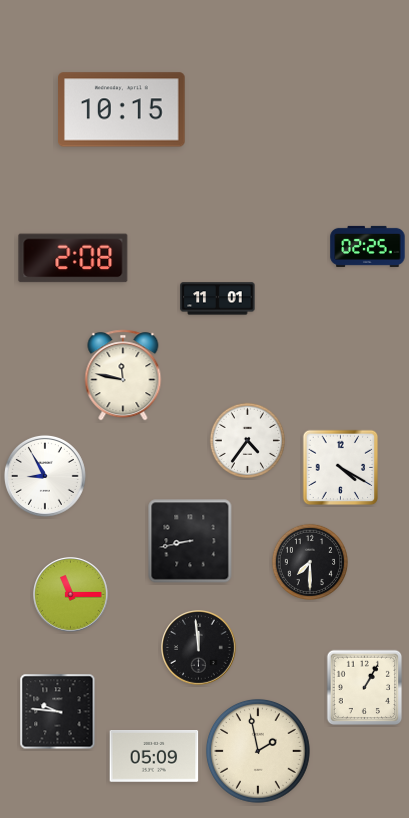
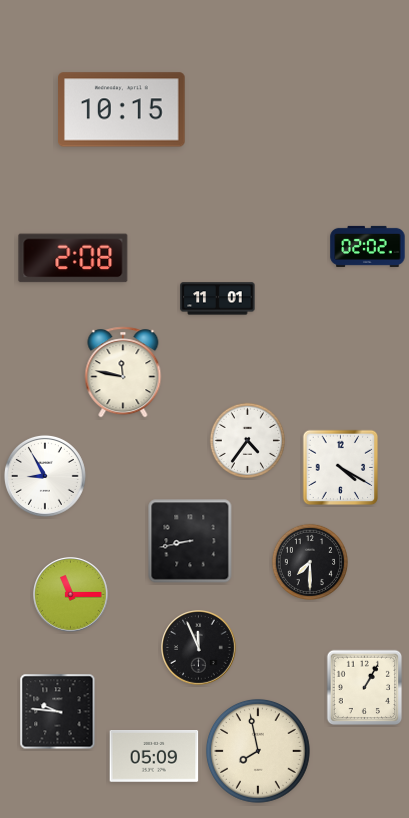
clock at (368, 246): 02:25 -> 02:02
clock at (123, 375) position: (123, 375) -> (123, 372)
clock at (199, 648): 11:59 -> 11:56
clock at (258, 751): 1:58 -> 7:58
